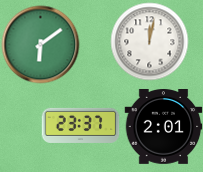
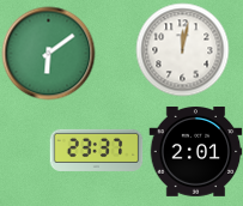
clock at (149, 41) position: (149, 41) -> (182, 49)
